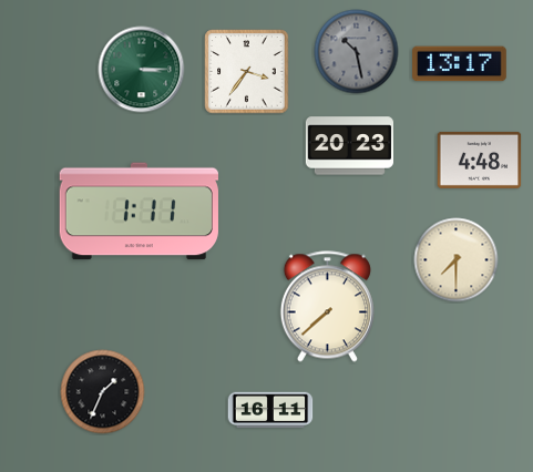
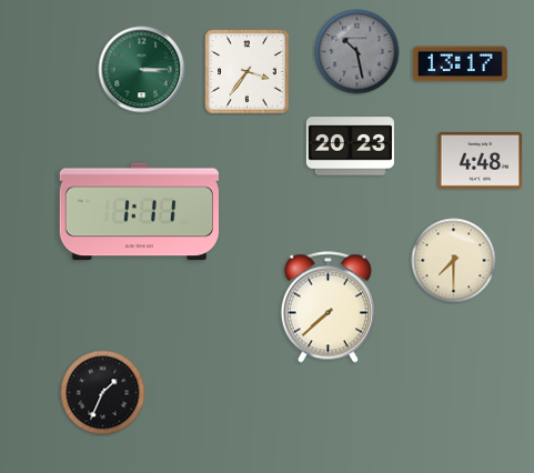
clock at (457, 260) position: (457, 260) -> (454, 261)
clock at (270, 410): 16:11 -> none
